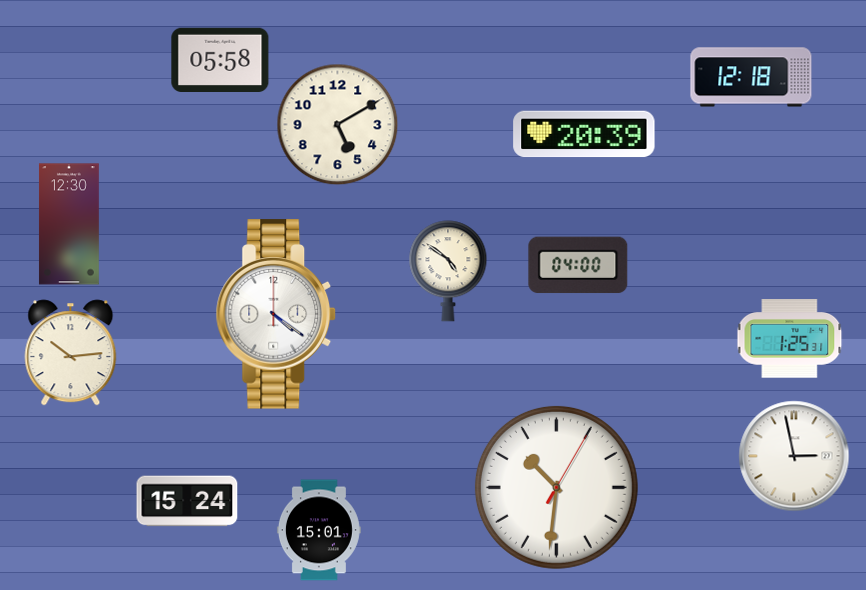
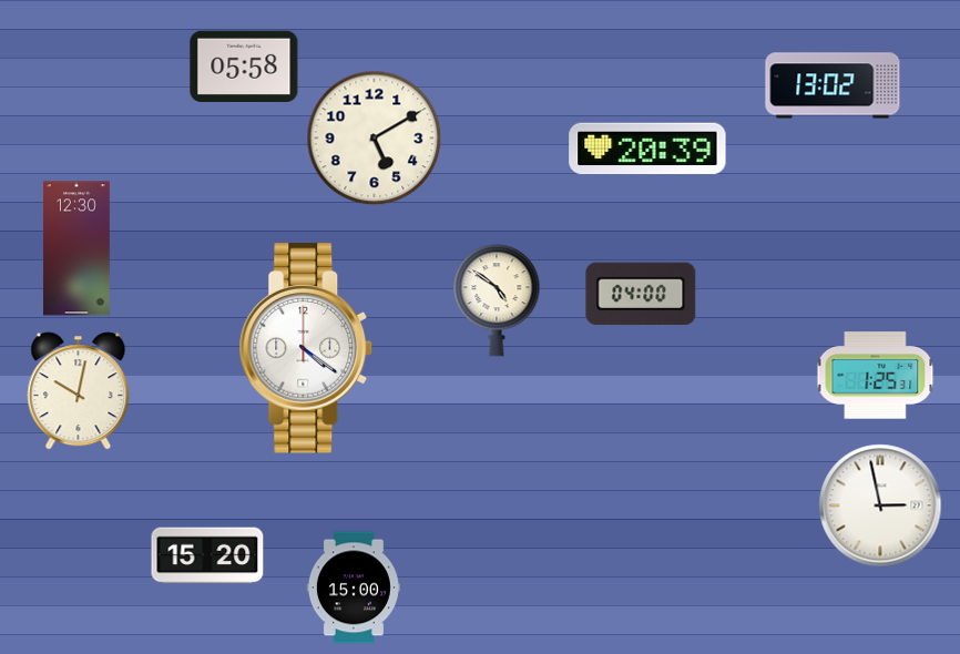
clock at (751, 77): 12:18 -> 13:02
clock at (71, 353): 10:14 -> 10:02
clock at (556, 487): 10:31 -> none
clock at (187, 501): 15:24 -> 15:20
clock at (319, 530): 15:01 -> 15:00
